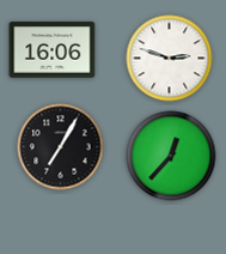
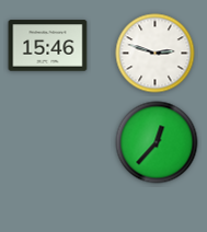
clock at (53, 50): 16:06 -> 15:46
clock at (61, 147): 7:05 -> none
